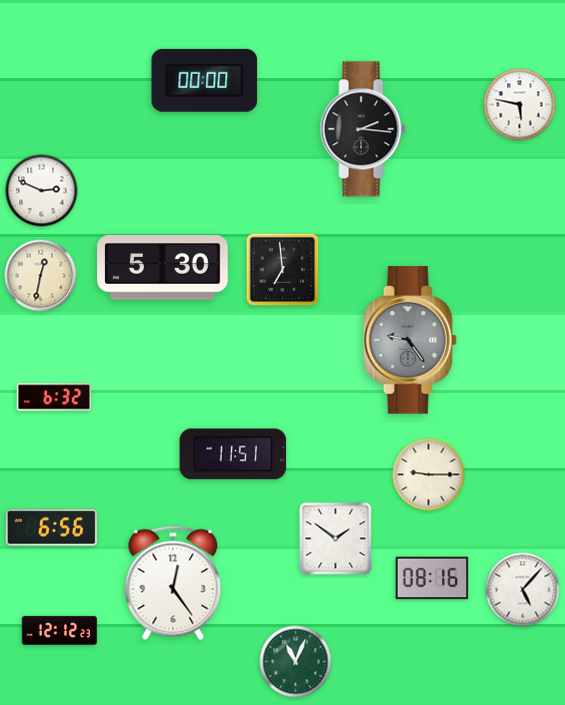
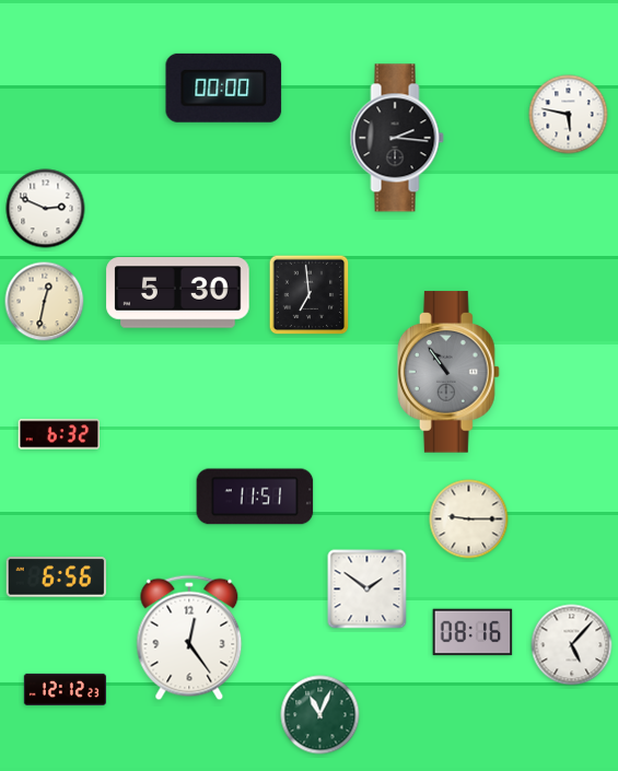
clock at (363, 129) position: (363, 129) -> (397, 138)
clock at (410, 340): 9:24 -> 10:54
clock at (296, 662) position: (296, 662) -> (320, 715)
